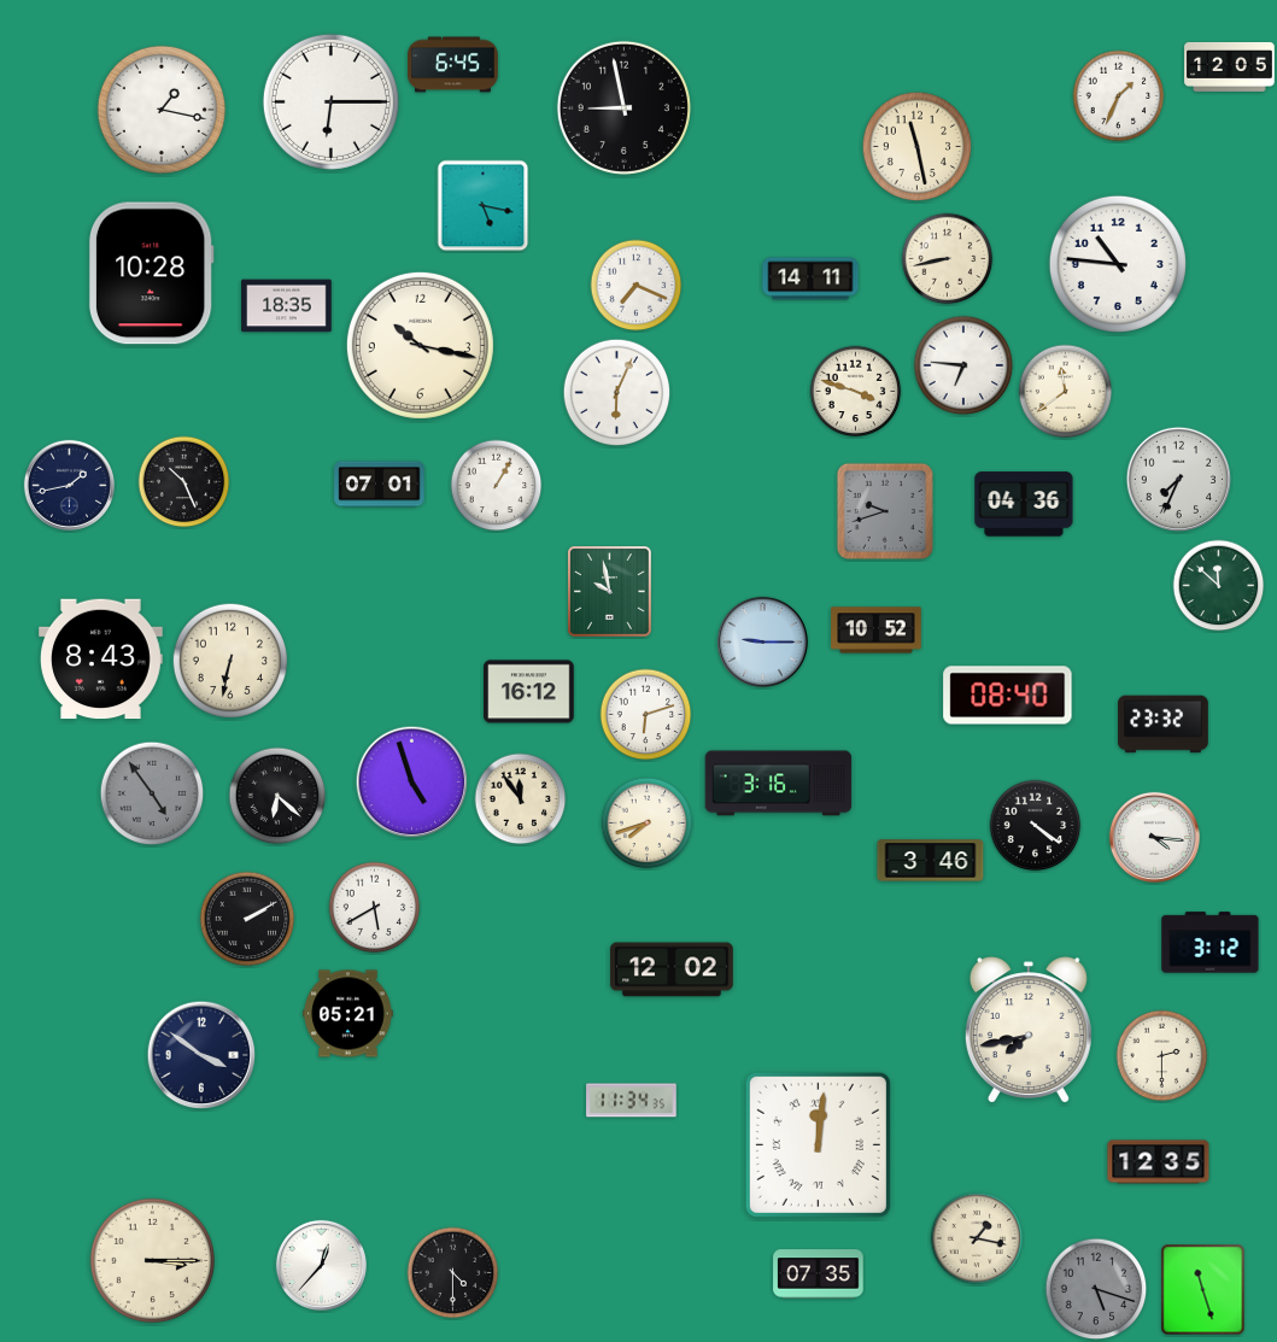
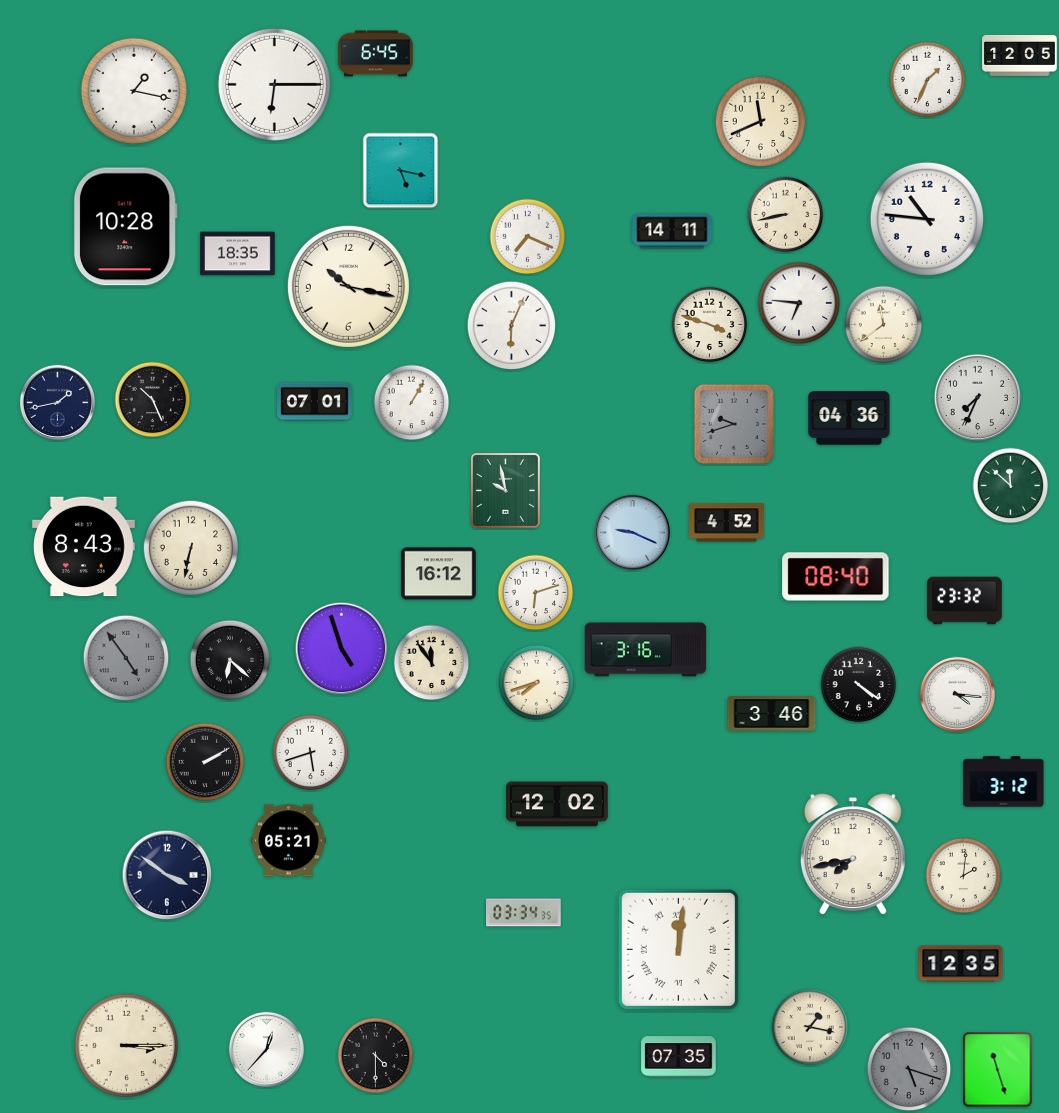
clock at (623, 107): 8:58 -> none
clock at (918, 147): 11:28 -> 11:41
clock at (877, 631): 10:52 -> 4:52
clock at (762, 641): 9:15 -> 9:19
clock at (375, 908): 5:40 -> 5:42
clock at (1162, 1056): 2:30 -> 2:01
clock at (632, 1101): 11:34 -> 03:34
